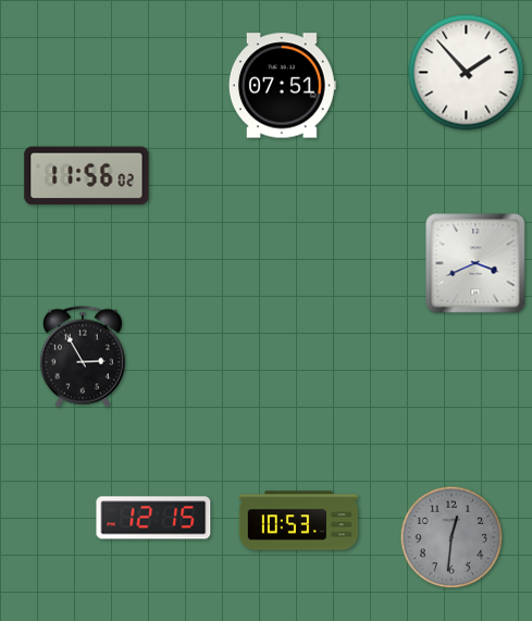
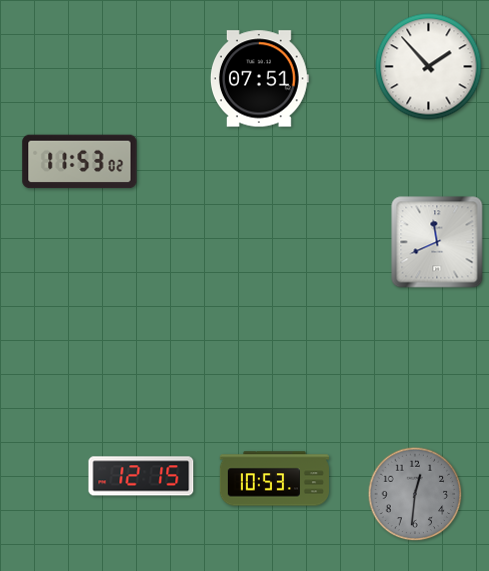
clock at (87, 176): 11:56 -> 11:53
clock at (475, 263): 3:41 -> 11:41
clock at (83, 357): 2:55 -> none
